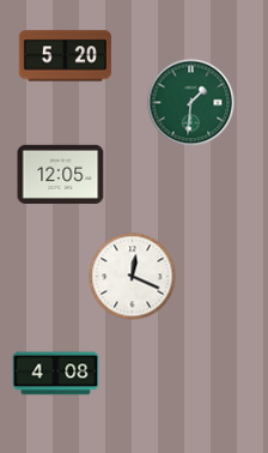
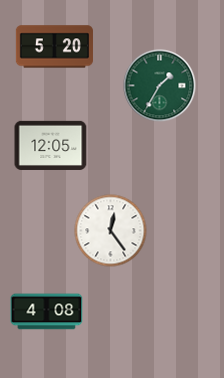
clock at (191, 103): 1:31 -> 1:35
clock at (133, 277): 12:19 -> 12:24
